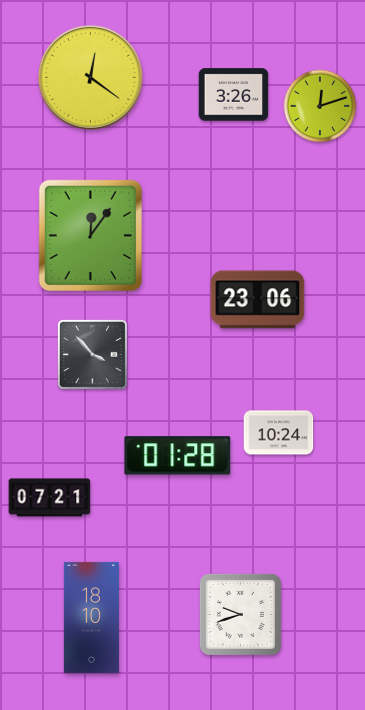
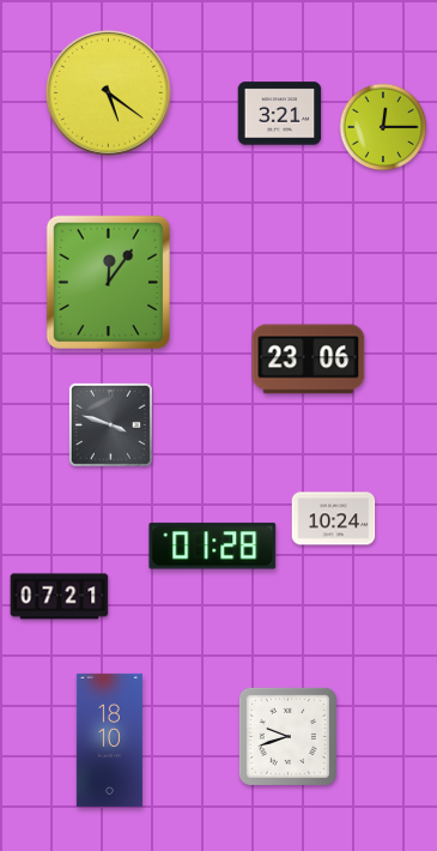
clock at (90, 77): 12:21 -> 5:21
clock at (234, 95): 3:26 -> 3:21
clock at (320, 106): 12:12 -> 12:15
clock at (92, 354): 3:53 -> 3:48
